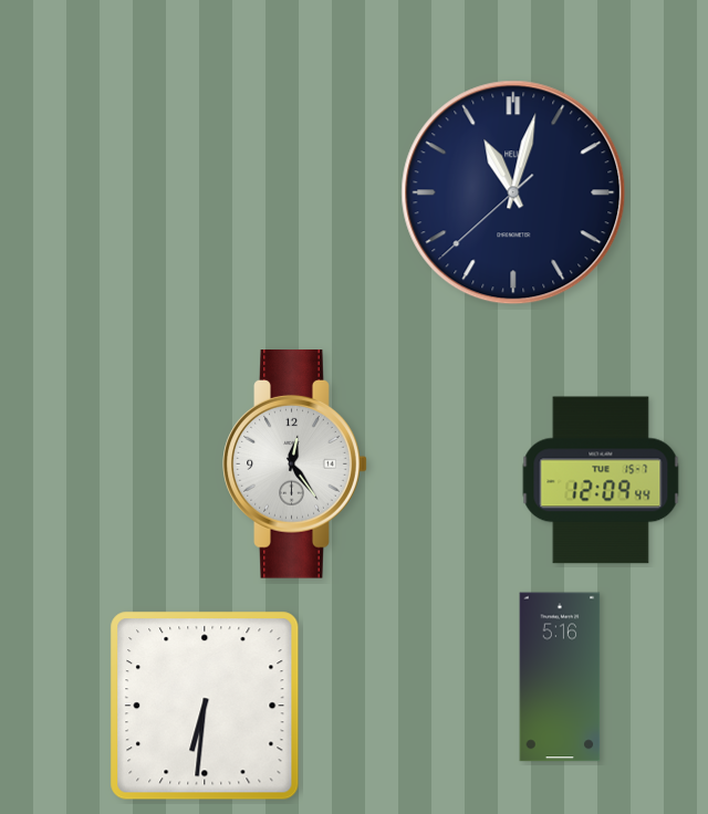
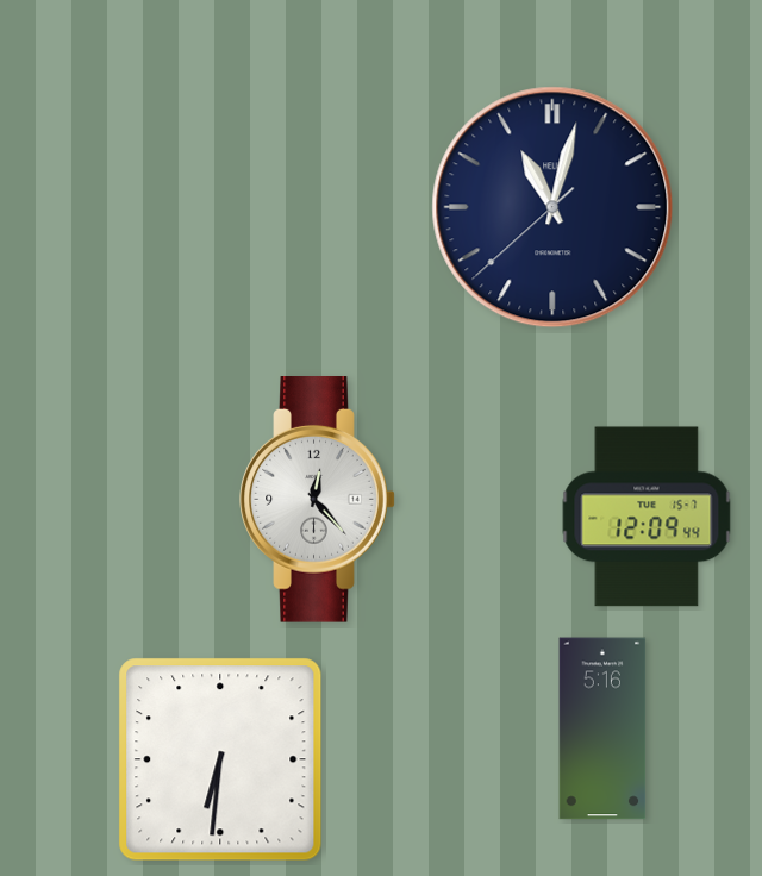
clock at (295, 465): 12:24 -> 12:23
